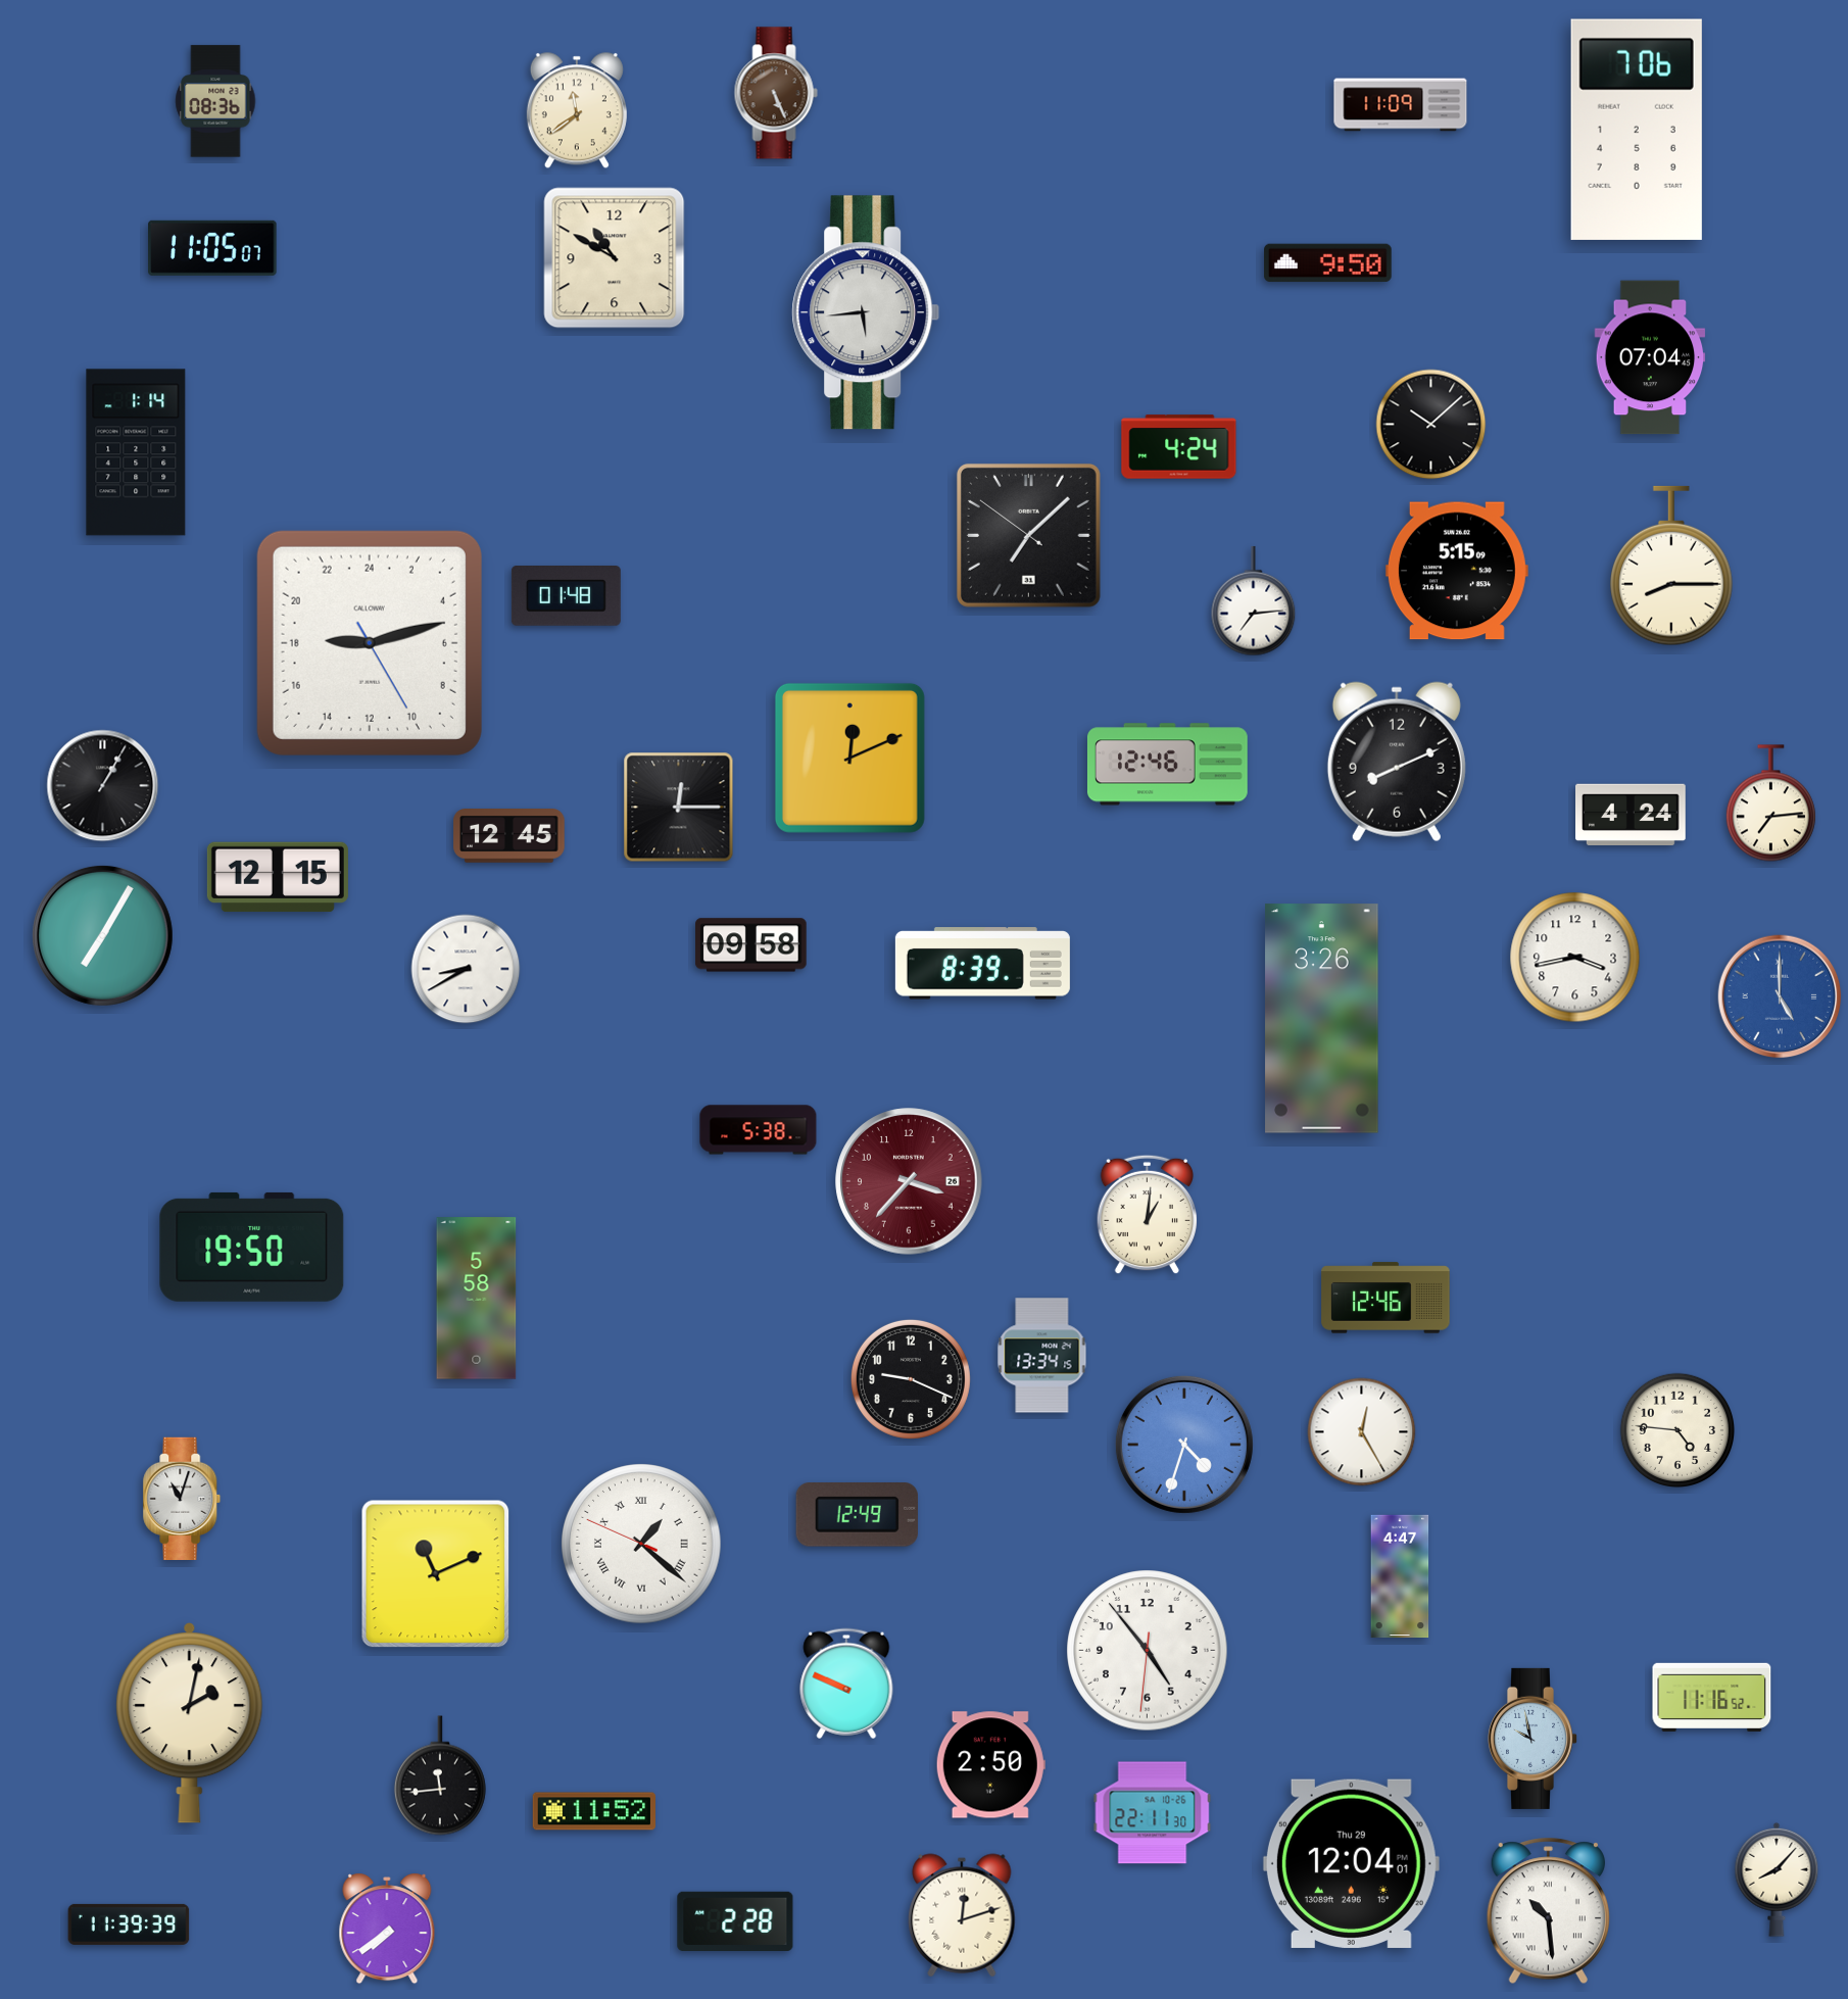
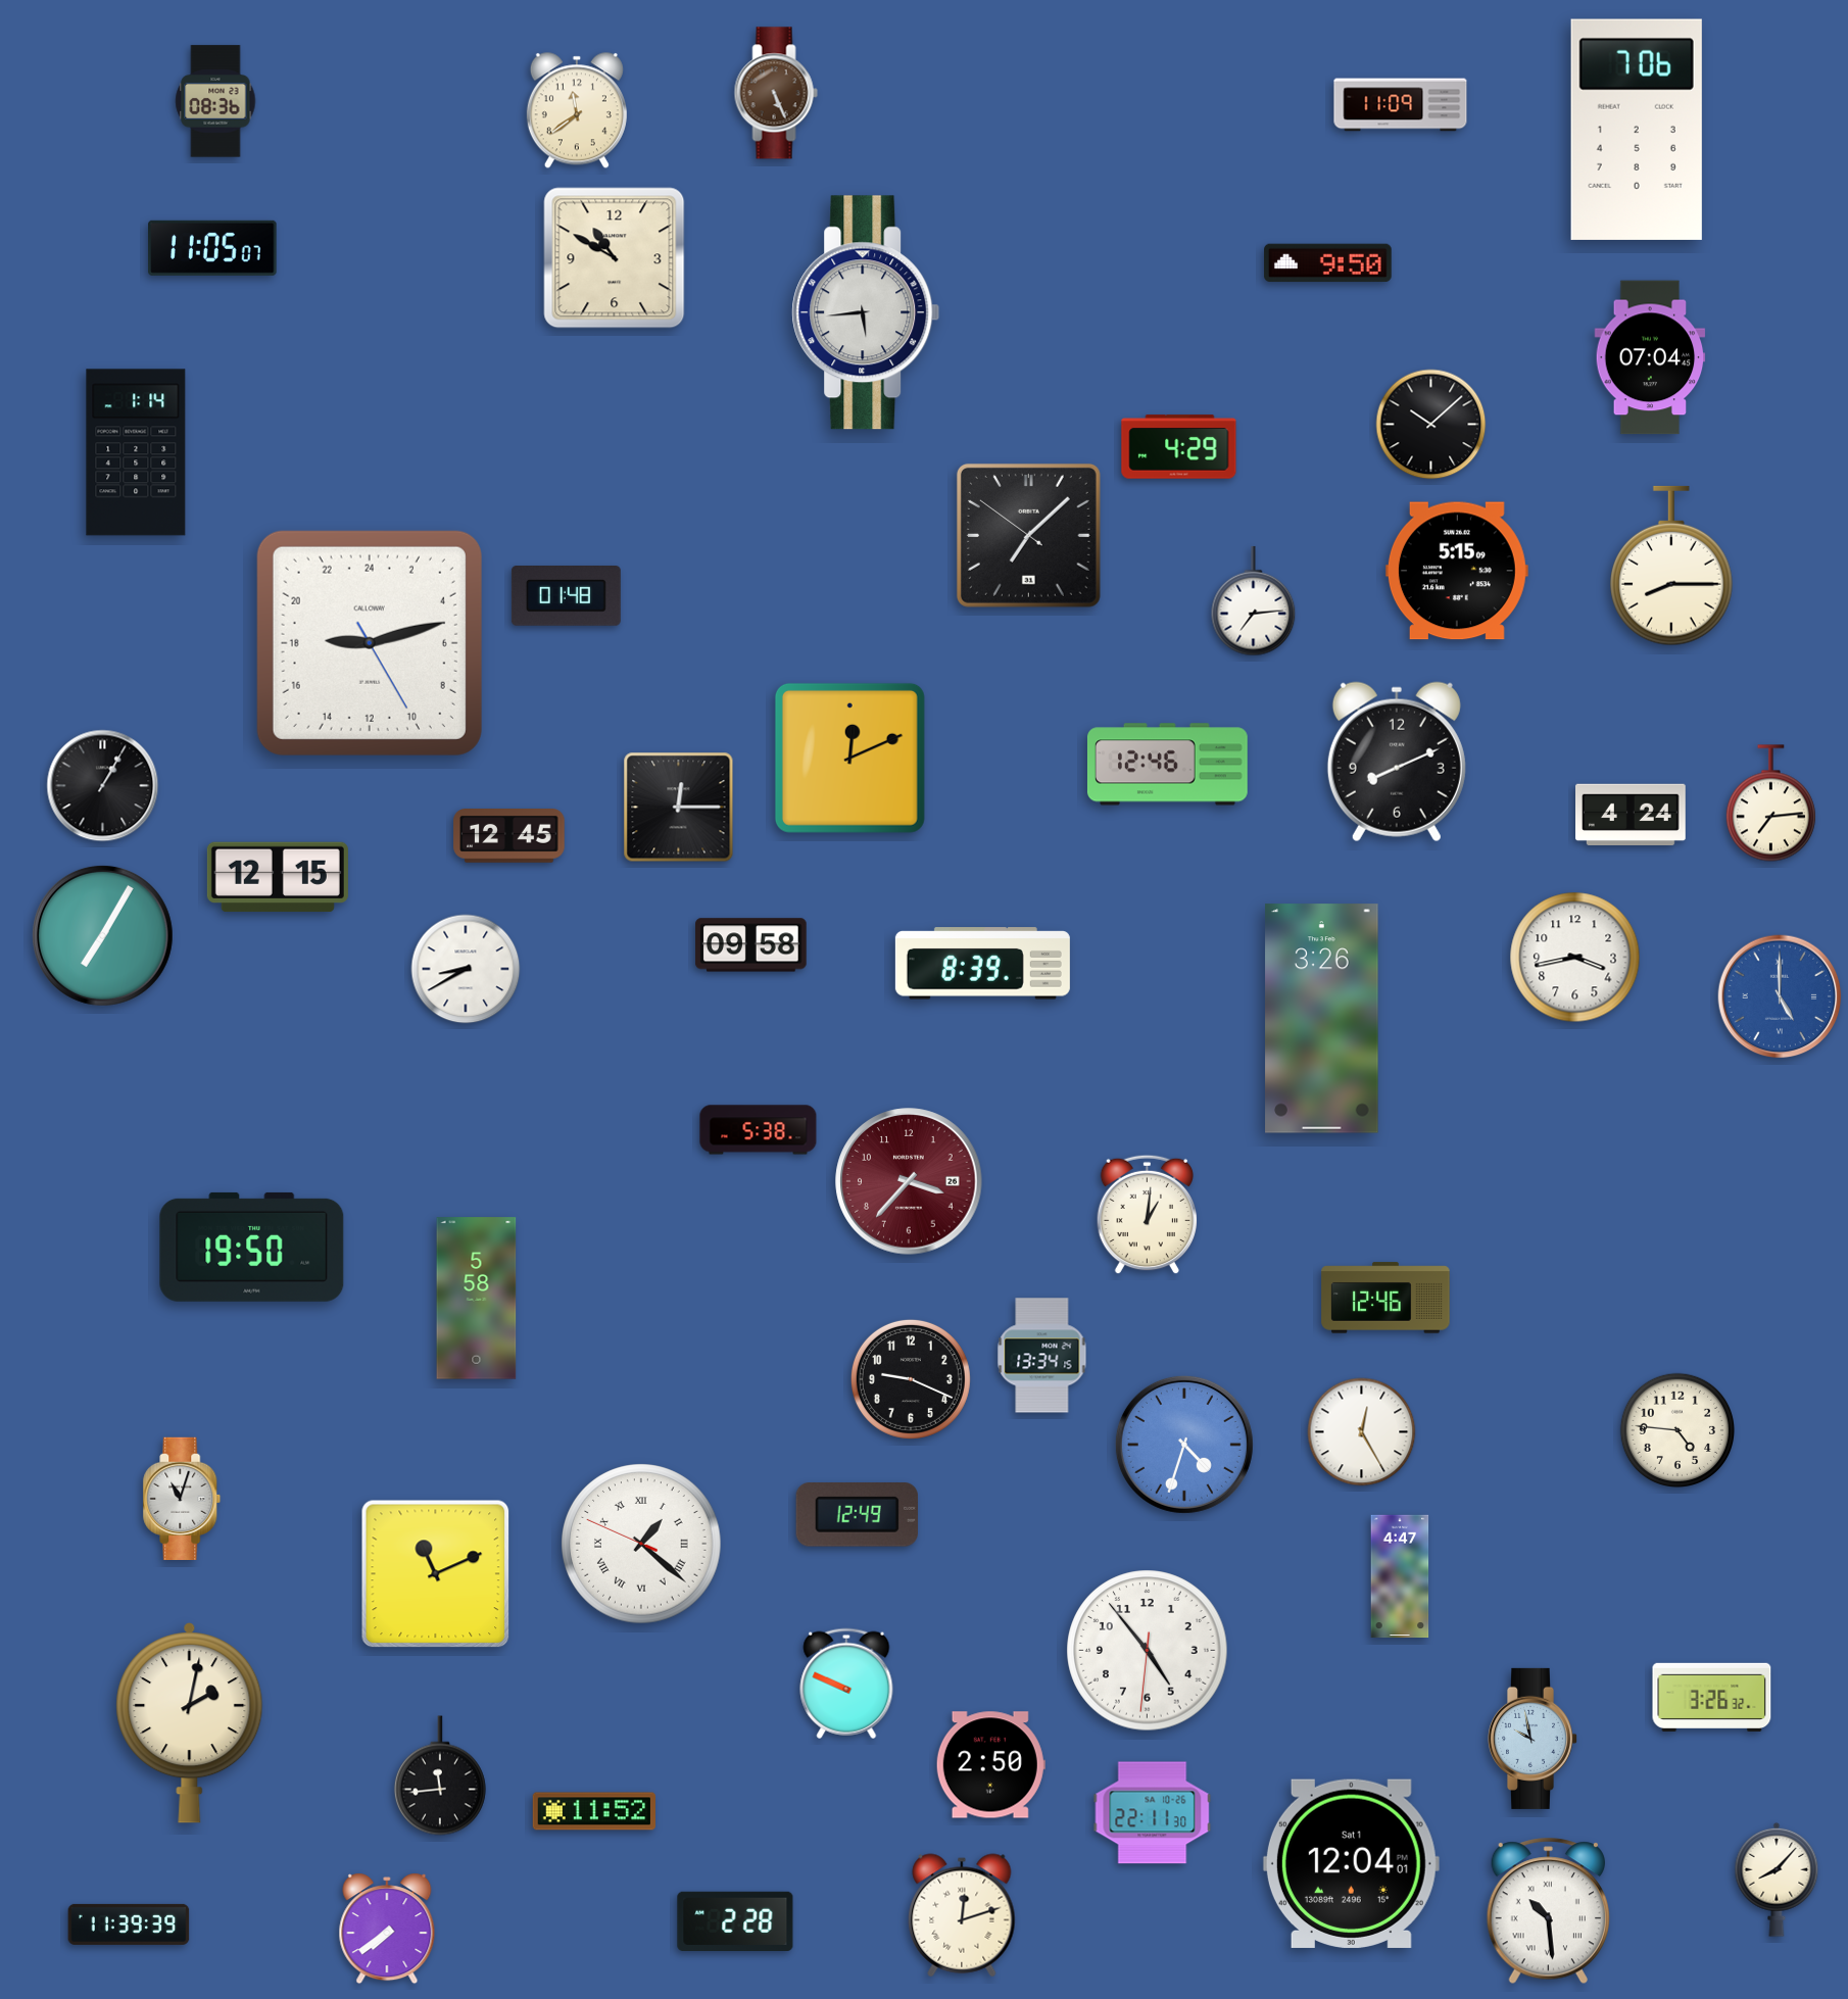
clock at (1179, 447): 4:24 -> 4:29
clock at (1712, 1697): 11:16 -> 3:26
clock at (1351, 1863) date: Thu 29 -> Sat 1
